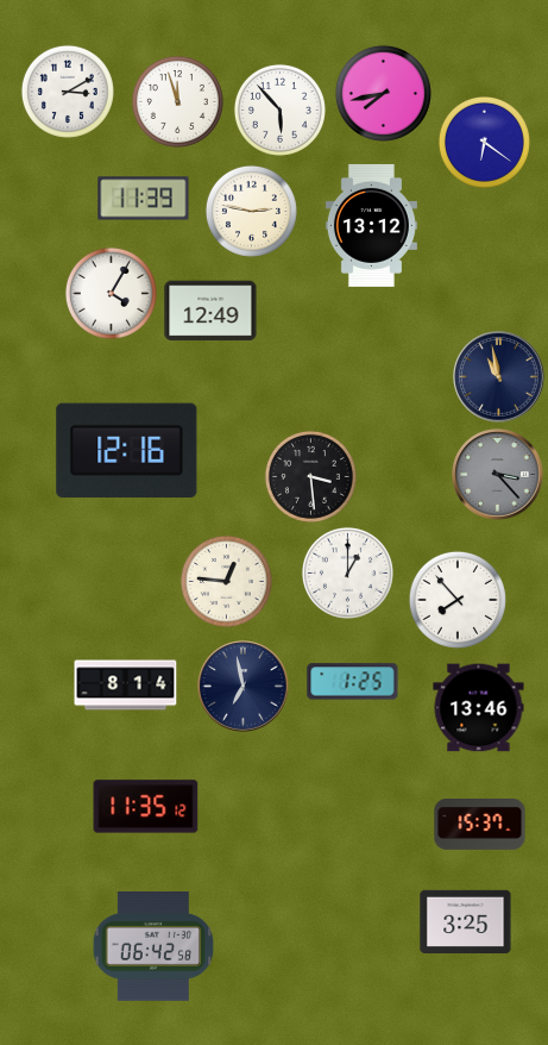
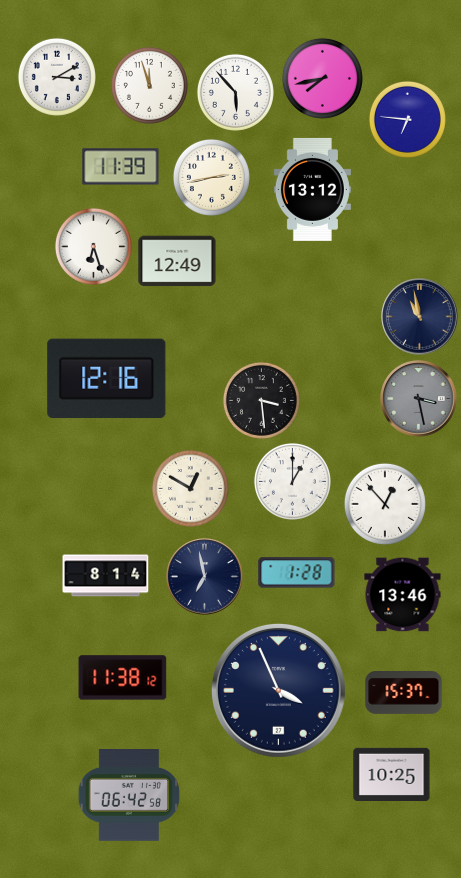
clock at (484, 142): 6:21 -> 6:46
clock at (251, 211): 2:47 -> 2:43
clock at (111, 293): 4:05 -> 6:27
clock at (498, 475): 3:23 -> 3:28
clock at (226, 581): 12:46 -> 12:50
clock at (458, 600): 7:53 -> 12:53
clock at (353, 682): 1:25 -> 1:28
clock at (146, 807): 11:35 -> 11:38
clock at (278, 690): none -> 3:56
clock at (466, 921): 3:25 -> 10:25
